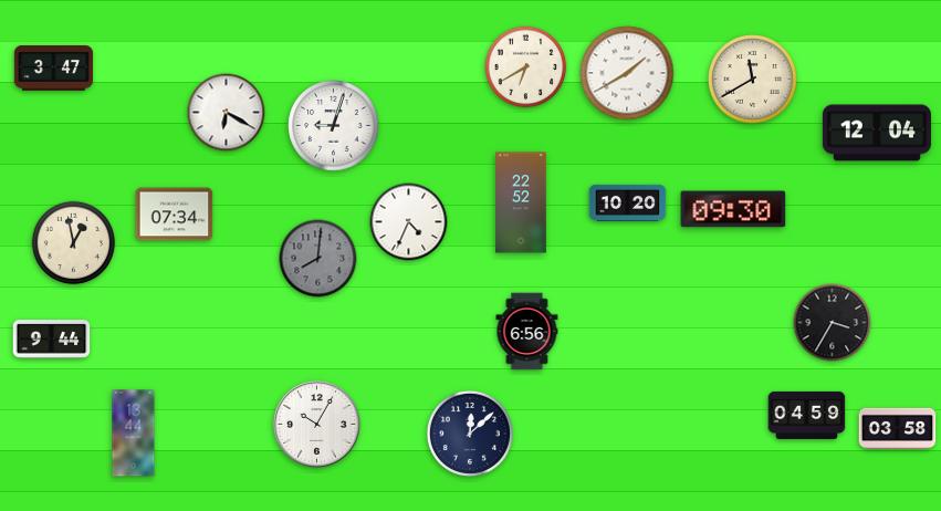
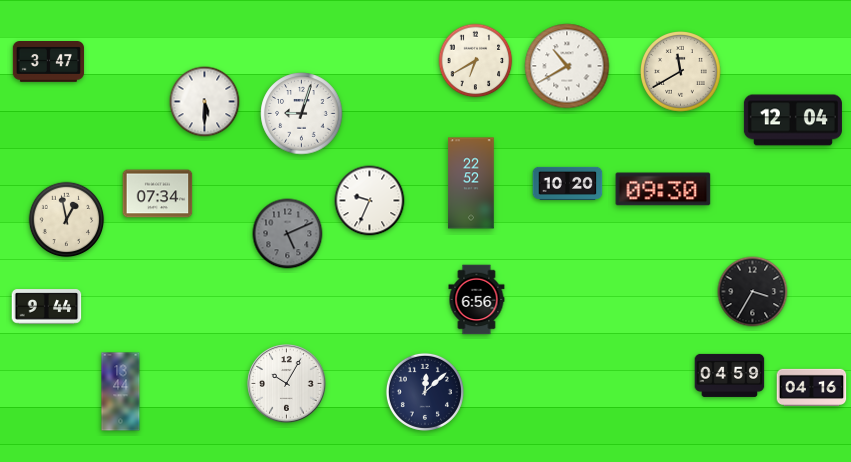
clock at (627, 73): 1:40 -> 10:40
clock at (227, 113): 6:20 -> 5:30
clock at (409, 222): 4:34 -> 9:34
clock at (318, 259): 8:01 -> 5:11
clock at (898, 428): 03:58 -> 04:16
